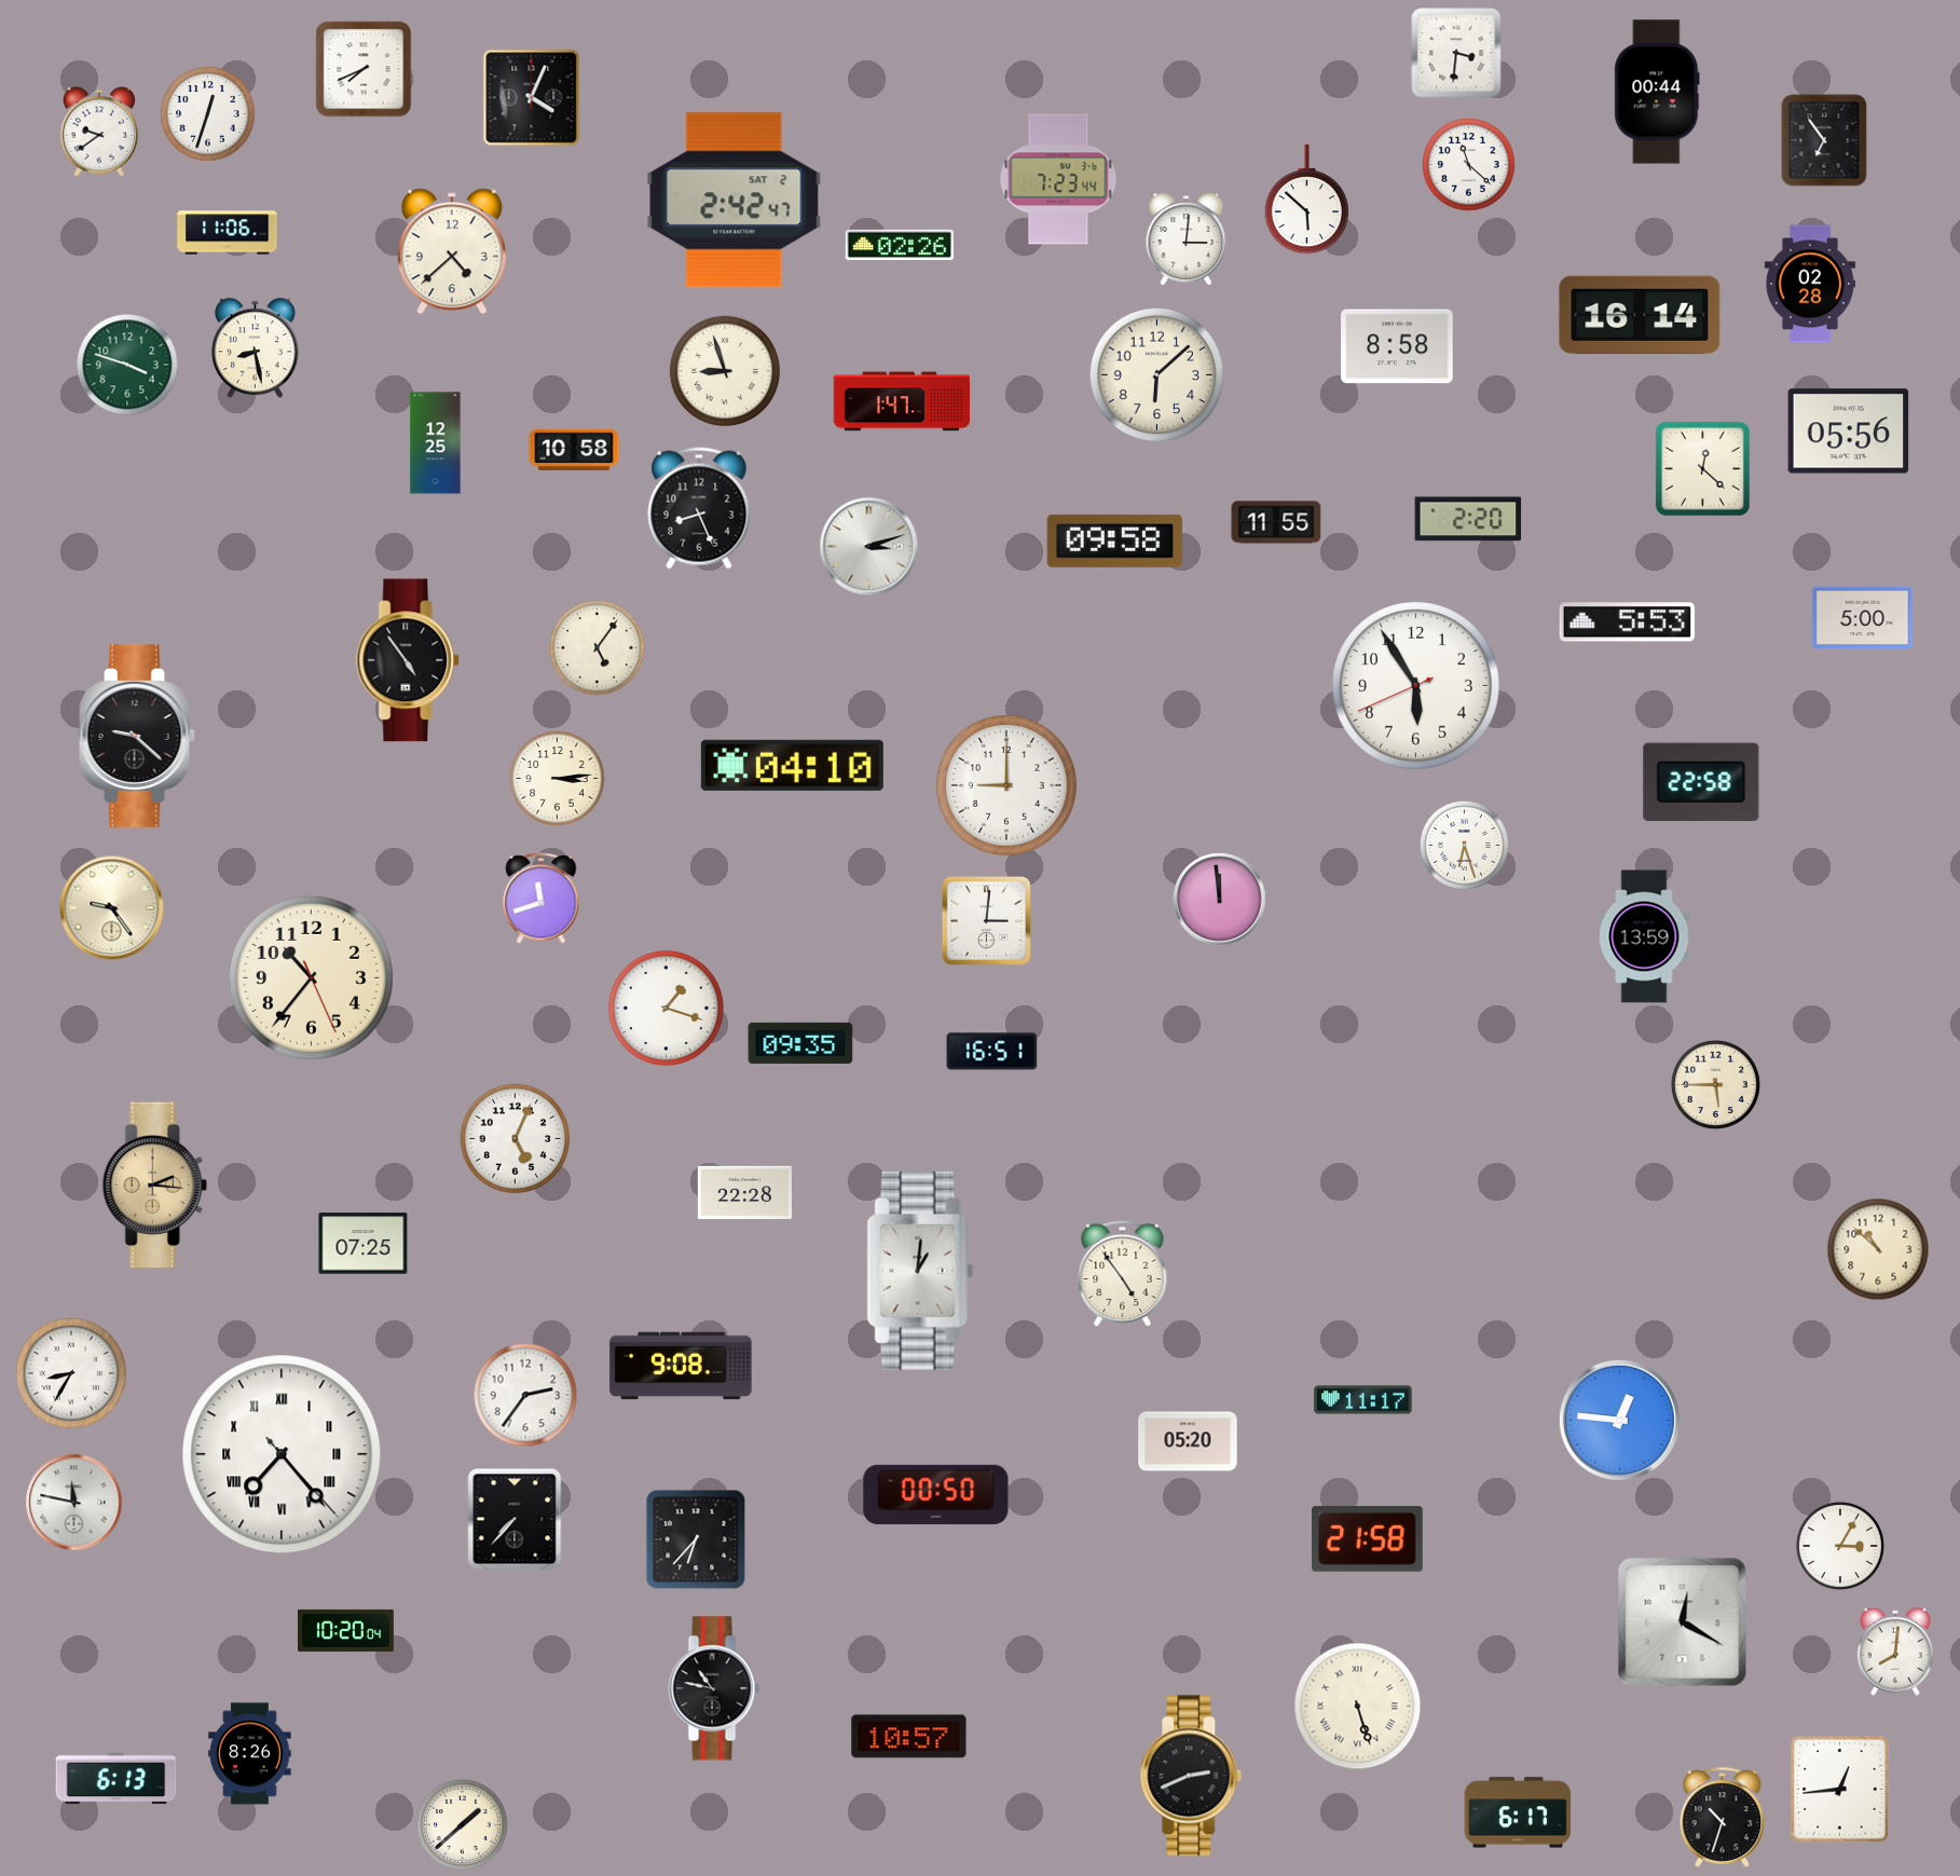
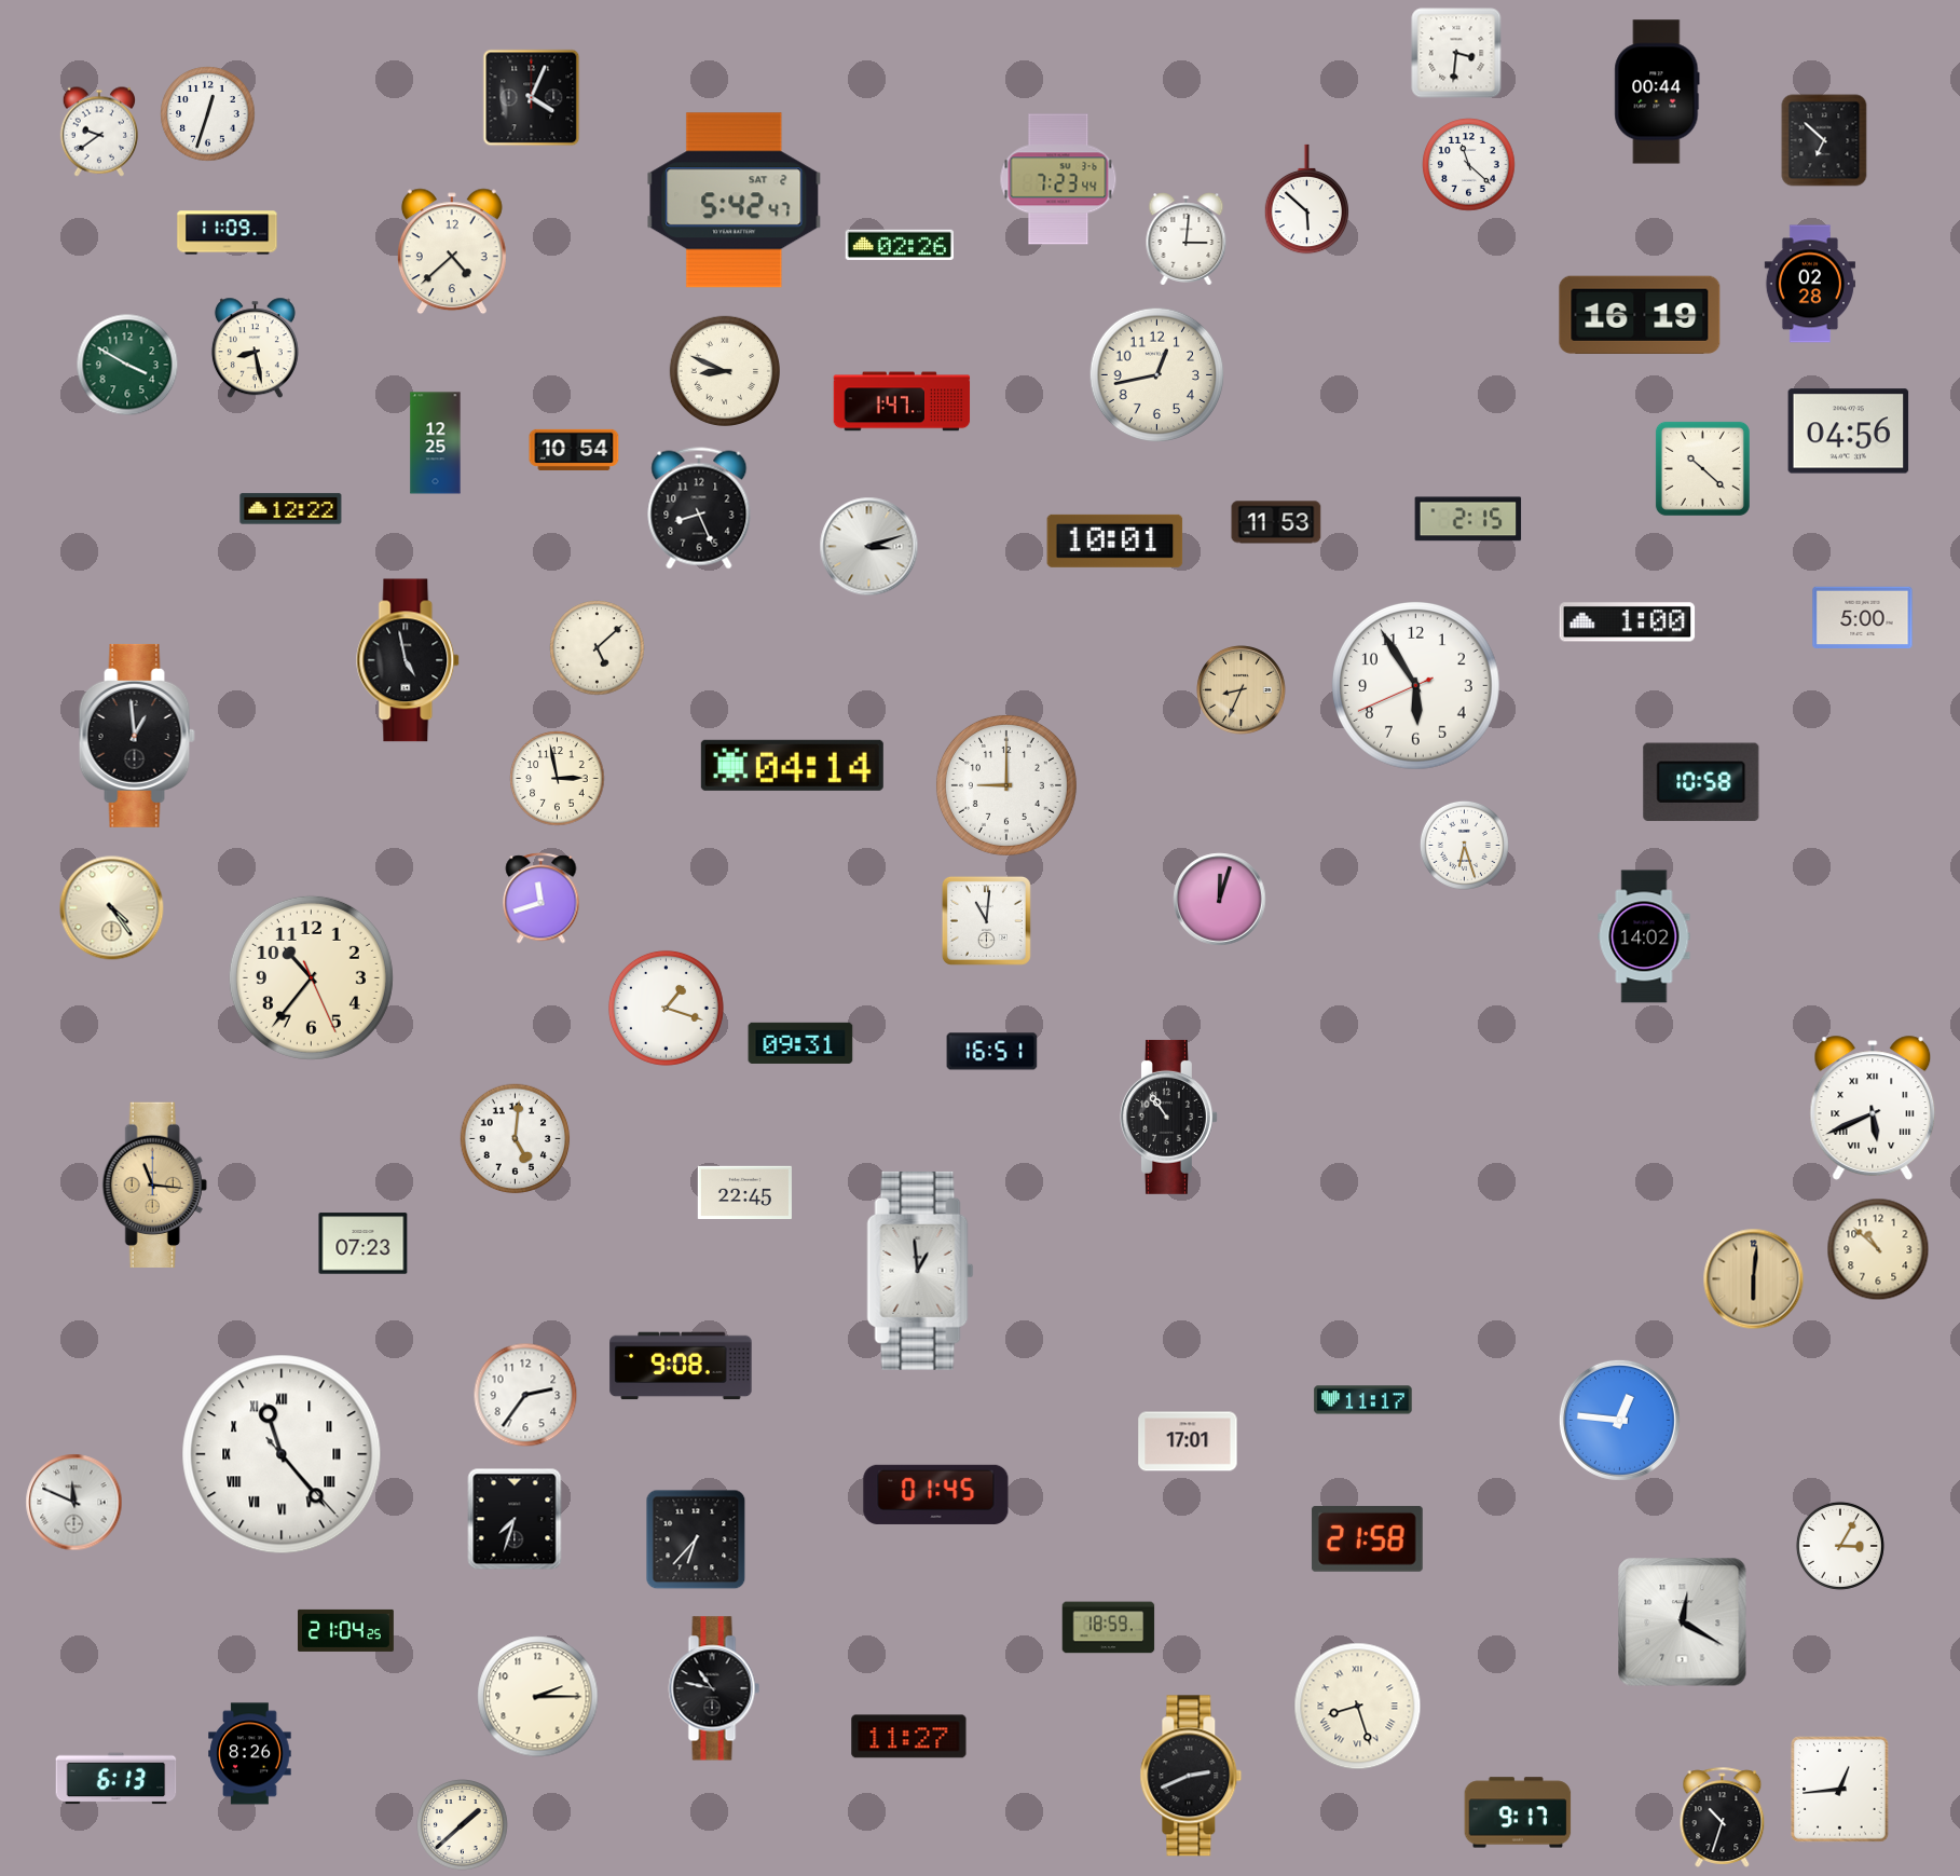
clock at (364, 69): 7:41 -> none
clock at (1824, 140): 6:54 -> 6:52
clock at (735, 201): 2:42 -> 5:42
clock at (228, 233): 11:06 -> 11:09
clock at (1640, 315): 16:14 -> 16:19
clock at (1397, 346): 8:58 -> none
clock at (127, 365): 3:48 -> 3:50
clock at (724, 370): 8:57 -> 8:49
clock at (1157, 375): 6:08 -> 12:43
clock at (1849, 432): 05:56 -> 04:56
clock at (574, 450): 10:58 -> 10:54
clock at (1702, 468): 12:22 -> 10:22
clock at (291, 509): none -> 12:22
clock at (1468, 519): 2:20 -> 2:15
clock at (1276, 522): 11:55 -> 11:53
clock at (1115, 540): 09:58 -> 10:01
clock at (1628, 622): 5:53 -> 1:00
clock at (598, 648): 5:06 -> 5:08
clock at (409, 660): 4:54 -> 4:58
clock at (1242, 690): none -> 8:34
clock at (137, 736): 9:22 -> 12:59
clock at (792, 765): 04:10 -> 04:14
clock at (558, 779): 3:14 -> 2:58
clock at (1701, 782): 22:58 -> 10:58
clock at (1220, 900): 11:59 -> 12:03
clock at (112, 908): 9:24 -> 4:24
clock at (986, 920): 3:01 -> 11:01
clock at (1644, 936): 13:59 -> 14:02
clock at (800, 1043): 09:35 -> 09:31
clock at (1715, 1084): 5:45 -> none
clock at (1873, 1108): none -> 5:41
clock at (1168, 1117): none -> 10:54
clock at (516, 1139): 5:04 -> 5:01
clock at (154, 1185): 2:16 -> 11:16
clock at (744, 1192): 22:28 -> 22:45
clock at (364, 1244): 07:25 -> 07:23
clock at (920, 1271): 1:01 -> 12:59
clock at (1123, 1274): 4:54 -> none
clock at (1754, 1279): none -> 6:01
clock at (70, 1372): 8:35 -> none
clock at (1188, 1441): 05:20 -> 17:01
clock at (282, 1454): 7:23 -> 11:23
clock at (936, 1494): 00:50 -> 01:45
clock at (74, 1503): 11:47 -> 11:49
clock at (515, 1519): 7:37 -> 7:33
clock at (1109, 1628): none -> 18:59
clock at (346, 1630): 10:20 -> 21:04
clock at (1895, 1652): 8:01 -> none
clock at (538, 1697): none -> 2:15
clock at (1358, 1707): 5:27 -> 8:27
clock at (909, 1737): 10:57 -> 11:27
clock at (1518, 1812): 6:17 -> 9:17
